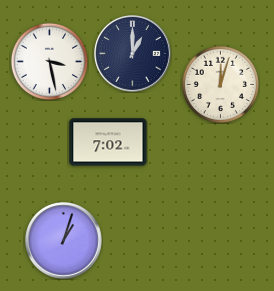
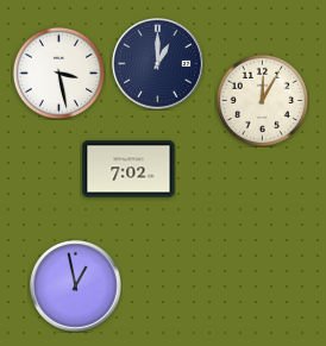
clock at (220, 84): 12:03 -> 12:05
clock at (64, 241): 1:03 -> 12:58
